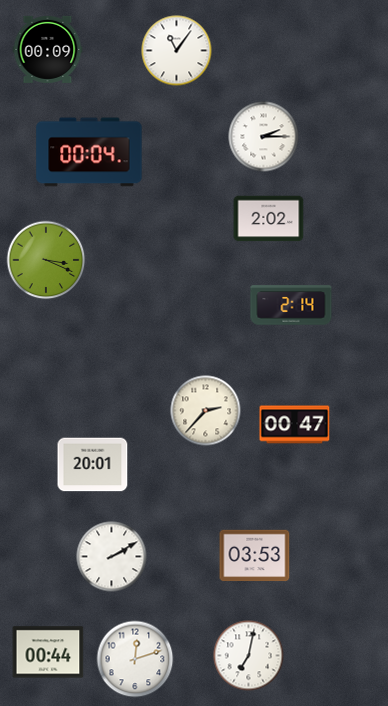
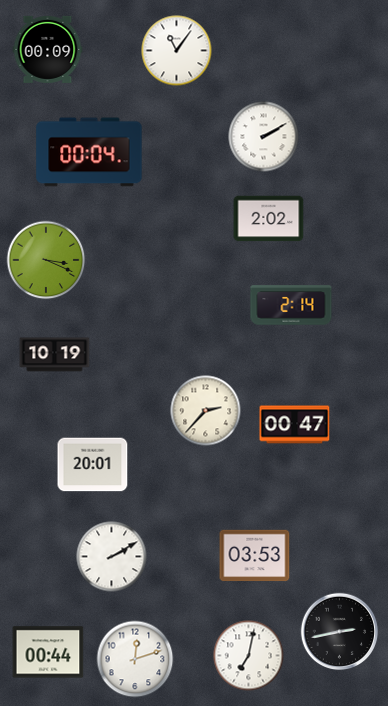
clock at (264, 137): 2:15 -> 2:10
clock at (55, 355): none -> 10:19
clock at (340, 632): none -> 2:43
